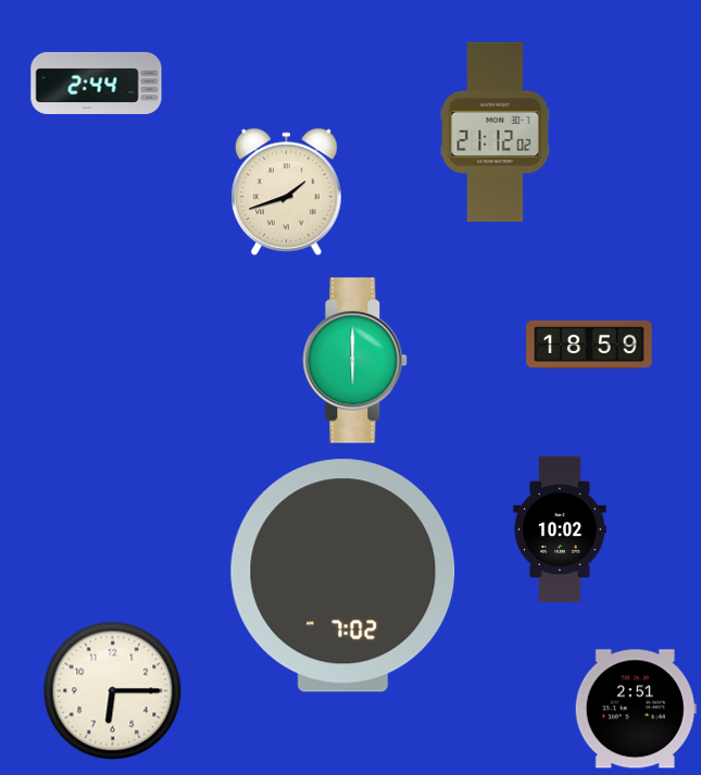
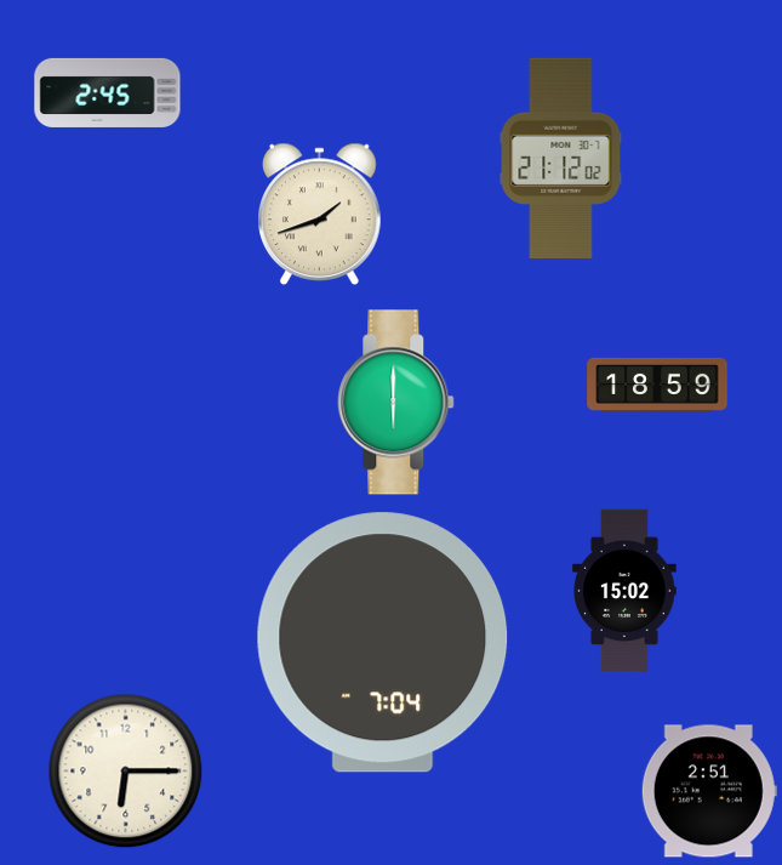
clock at (97, 83): 2:44 -> 2:45
clock at (496, 133) position: (496, 133) -> (561, 159)
clock at (560, 529): 10:02 -> 15:02
clock at (343, 576): 7:02 -> 7:04
